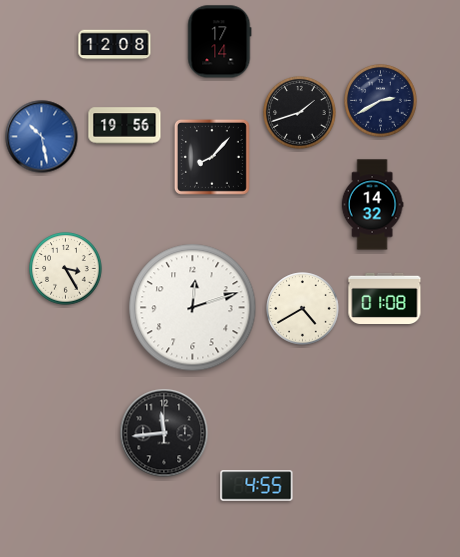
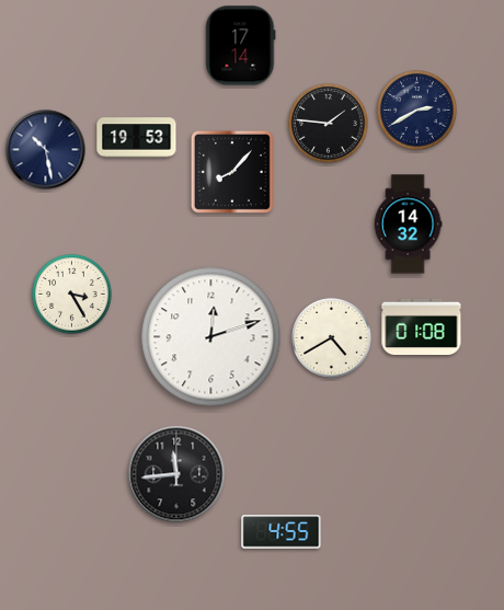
clock at (115, 45): 12:08 -> none
clock at (300, 113): 1:42 -> 1:46
clock at (125, 126): 19:56 -> 19:53
clock at (42, 137) dial: blue -> navy
clock at (164, 433) position: (164, 433) -> (176, 474)
